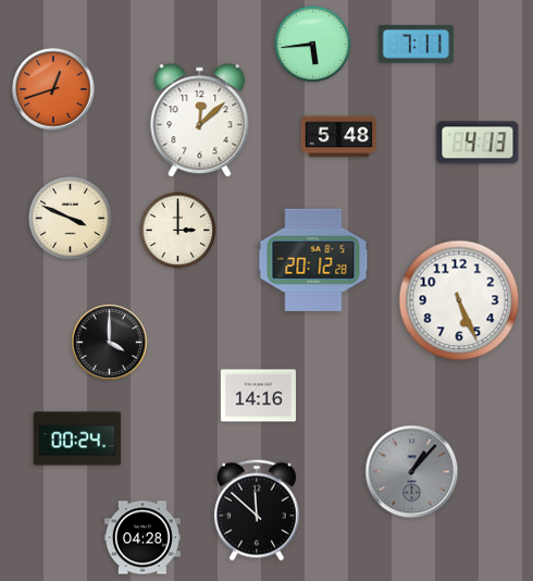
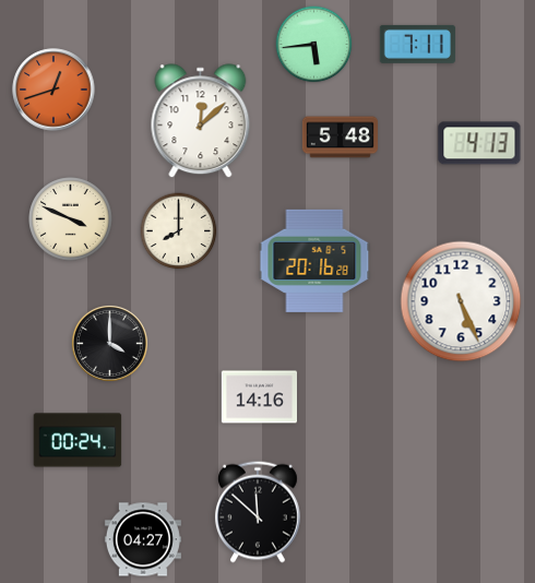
clock at (178, 231): 3:00 -> 8:00
clock at (313, 260): 20:12 -> 20:16
clock at (412, 472): 1:07 -> none
clock at (142, 537): 04:28 -> 04:27
